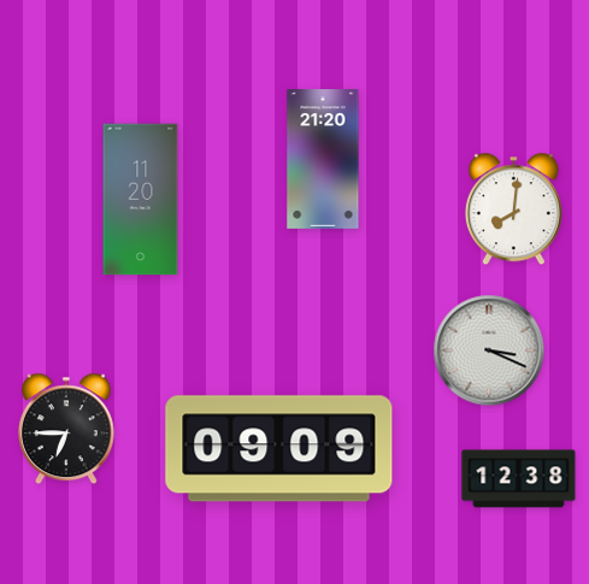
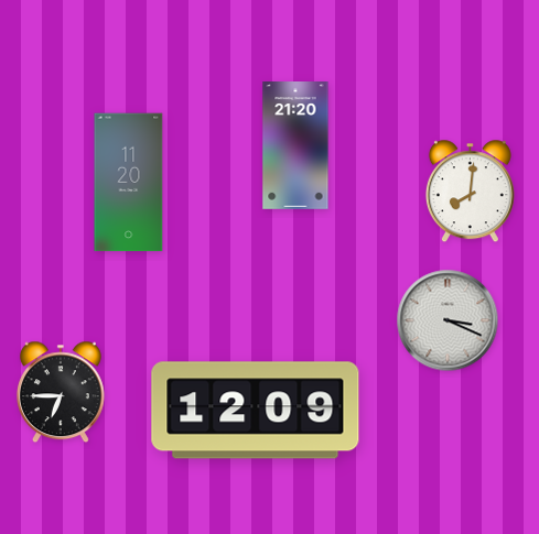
clock at (279, 449): 09:09 -> 12:09
clock at (519, 479): 12:38 -> none
